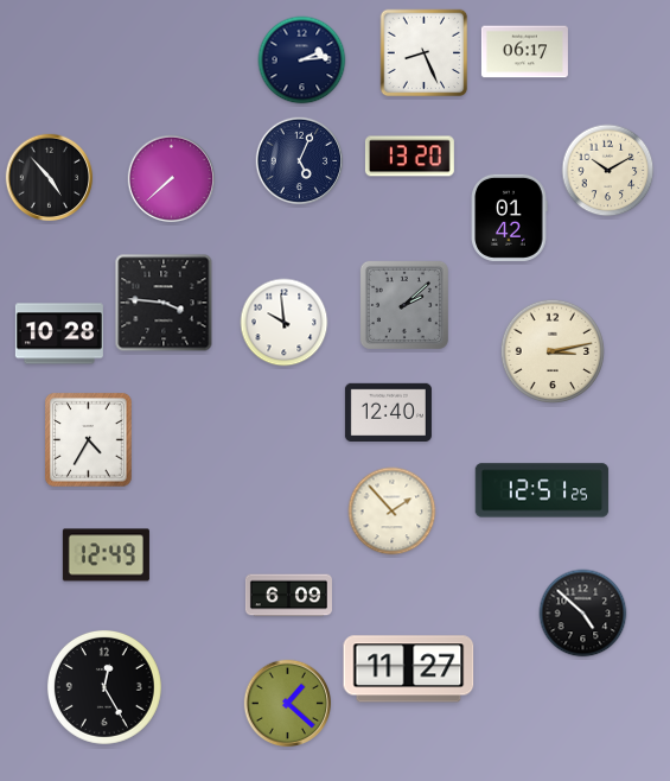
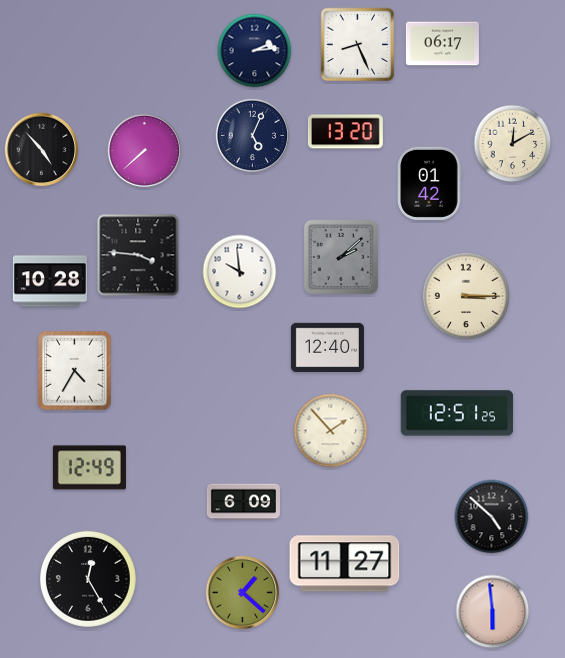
clock at (608, 171): 10:10 -> 12:10
clock at (551, 350): 3:13 -> 3:15
clock at (493, 612): none -> 5:59
